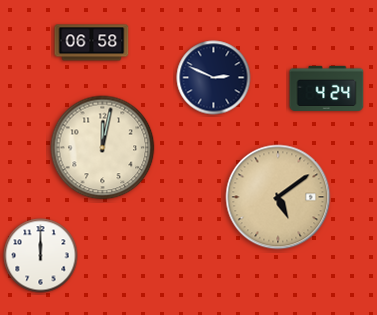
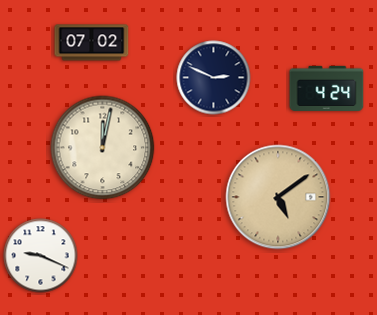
clock at (92, 43): 06:58 -> 07:02
clock at (41, 256): 12:00 -> 9:19
